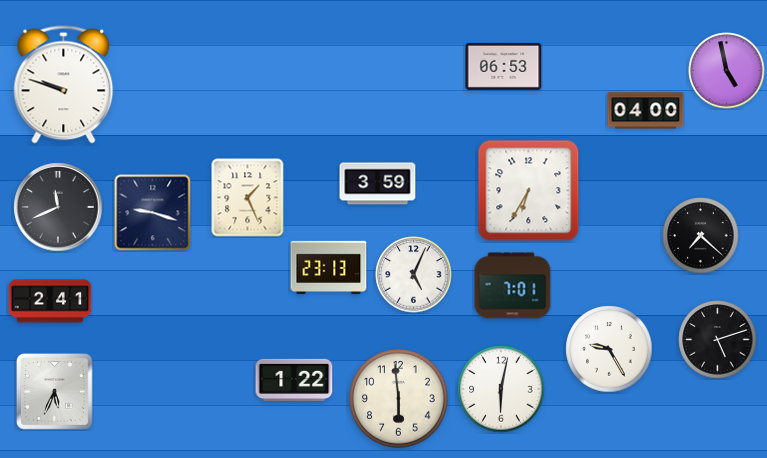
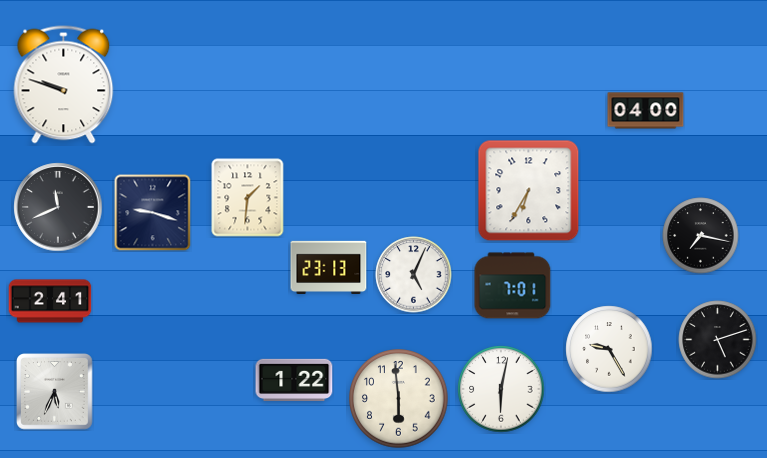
clock at (504, 66): 06:53 -> none
clock at (727, 71): 4:58 -> none
clock at (378, 184): 3:59 -> none
clock at (248, 198): 1:26 -> 1:31
clock at (701, 236): 7:22 -> 7:17
